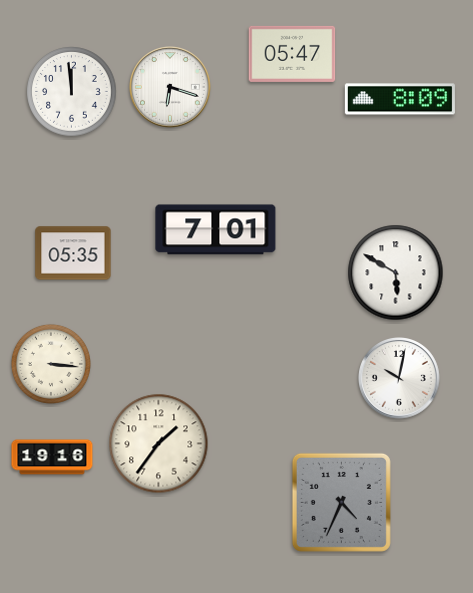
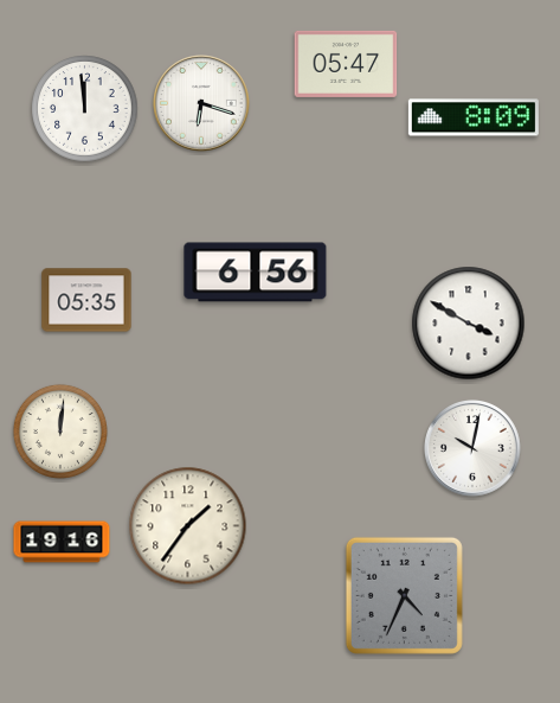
clock at (216, 230): 7:01 -> 6:56
clock at (396, 273): 5:50 -> 3:50
clock at (51, 364): 3:16 -> 12:01
